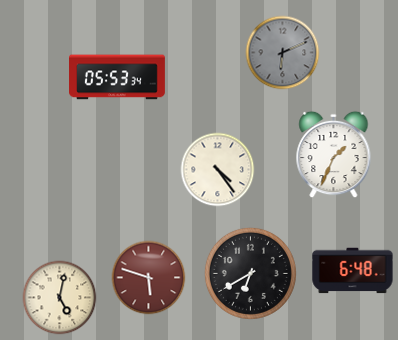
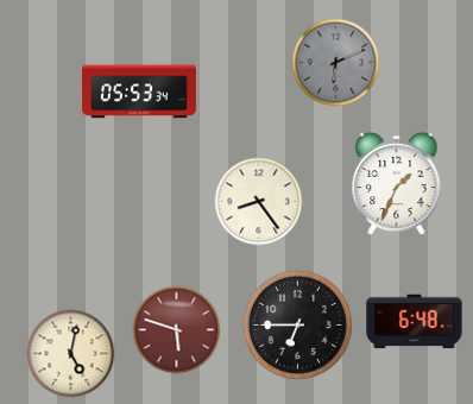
clock at (218, 170): 4:24 -> 8:24
clock at (353, 271) position: (353, 271) -> (415, 322)
clock at (250, 273): 6:40 -> 6:45
